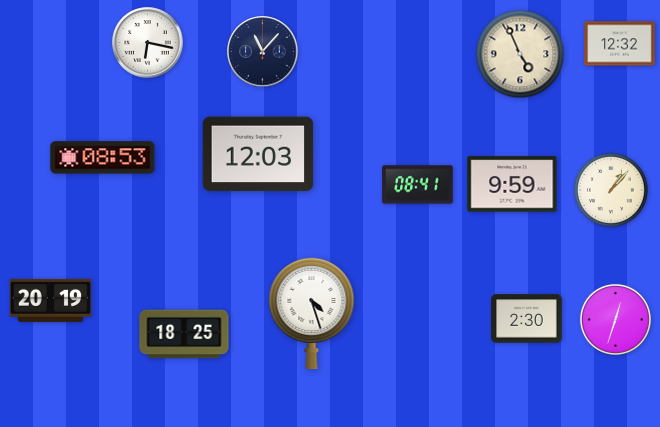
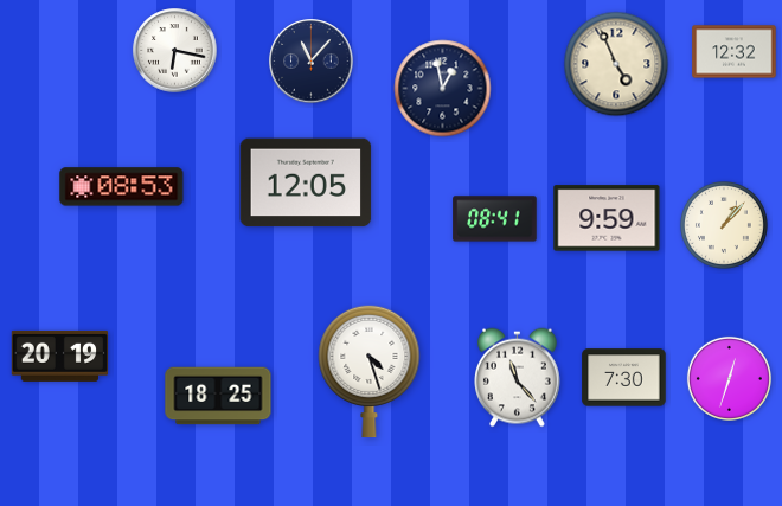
clock at (443, 89): none -> 12:58
clock at (258, 154): 12:03 -> 12:05
clock at (518, 378): none -> 11:23
clock at (527, 319): 2:30 -> 7:30
